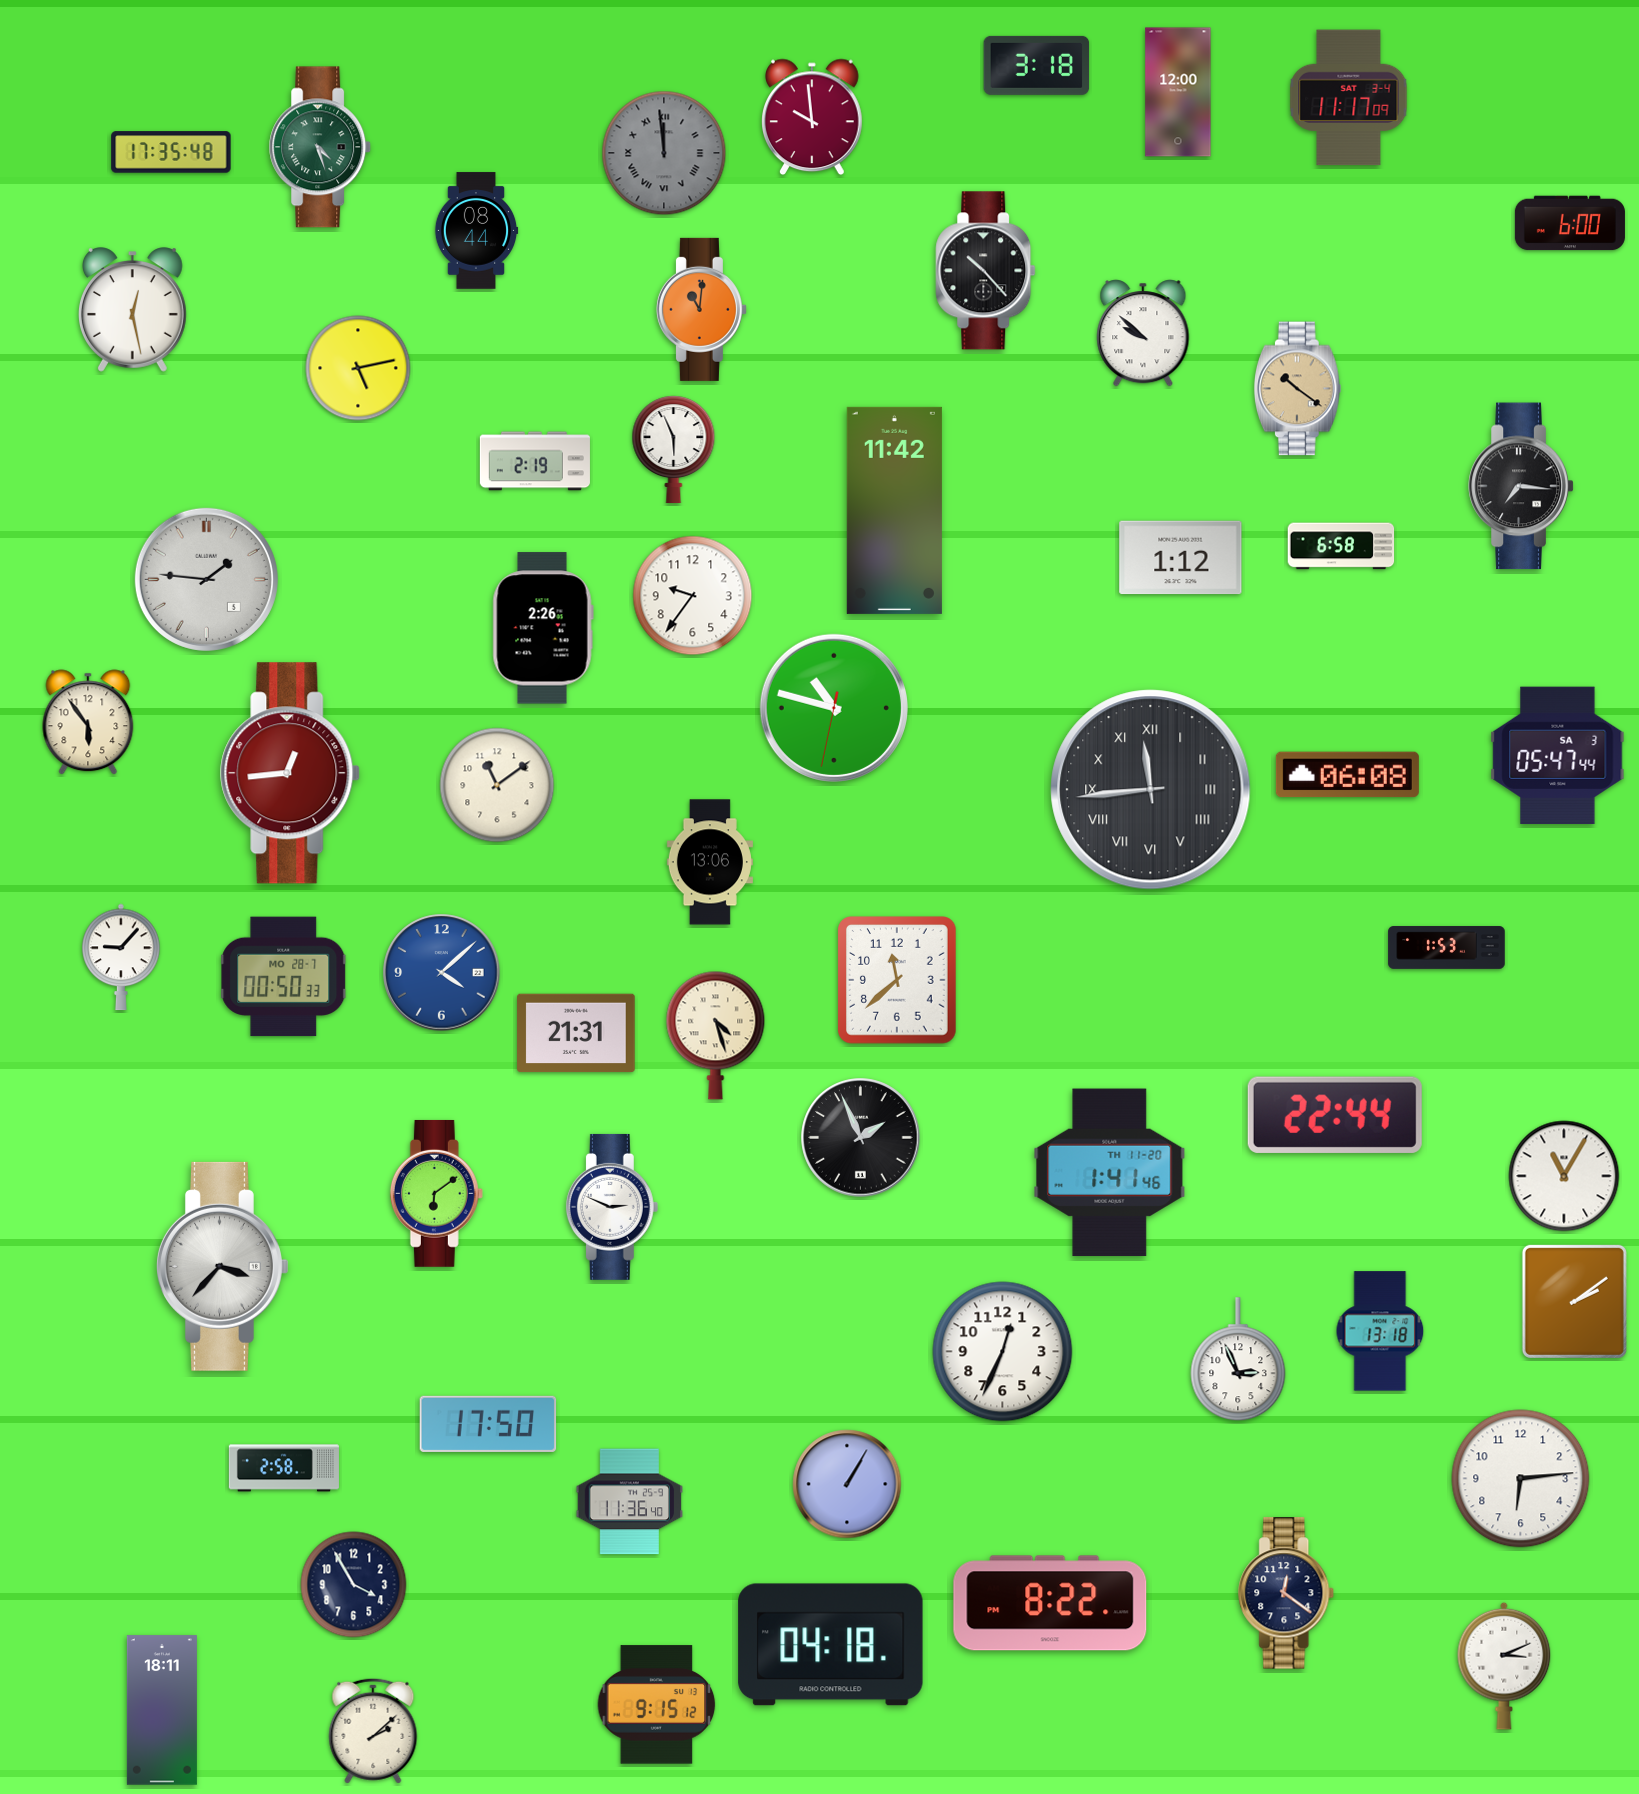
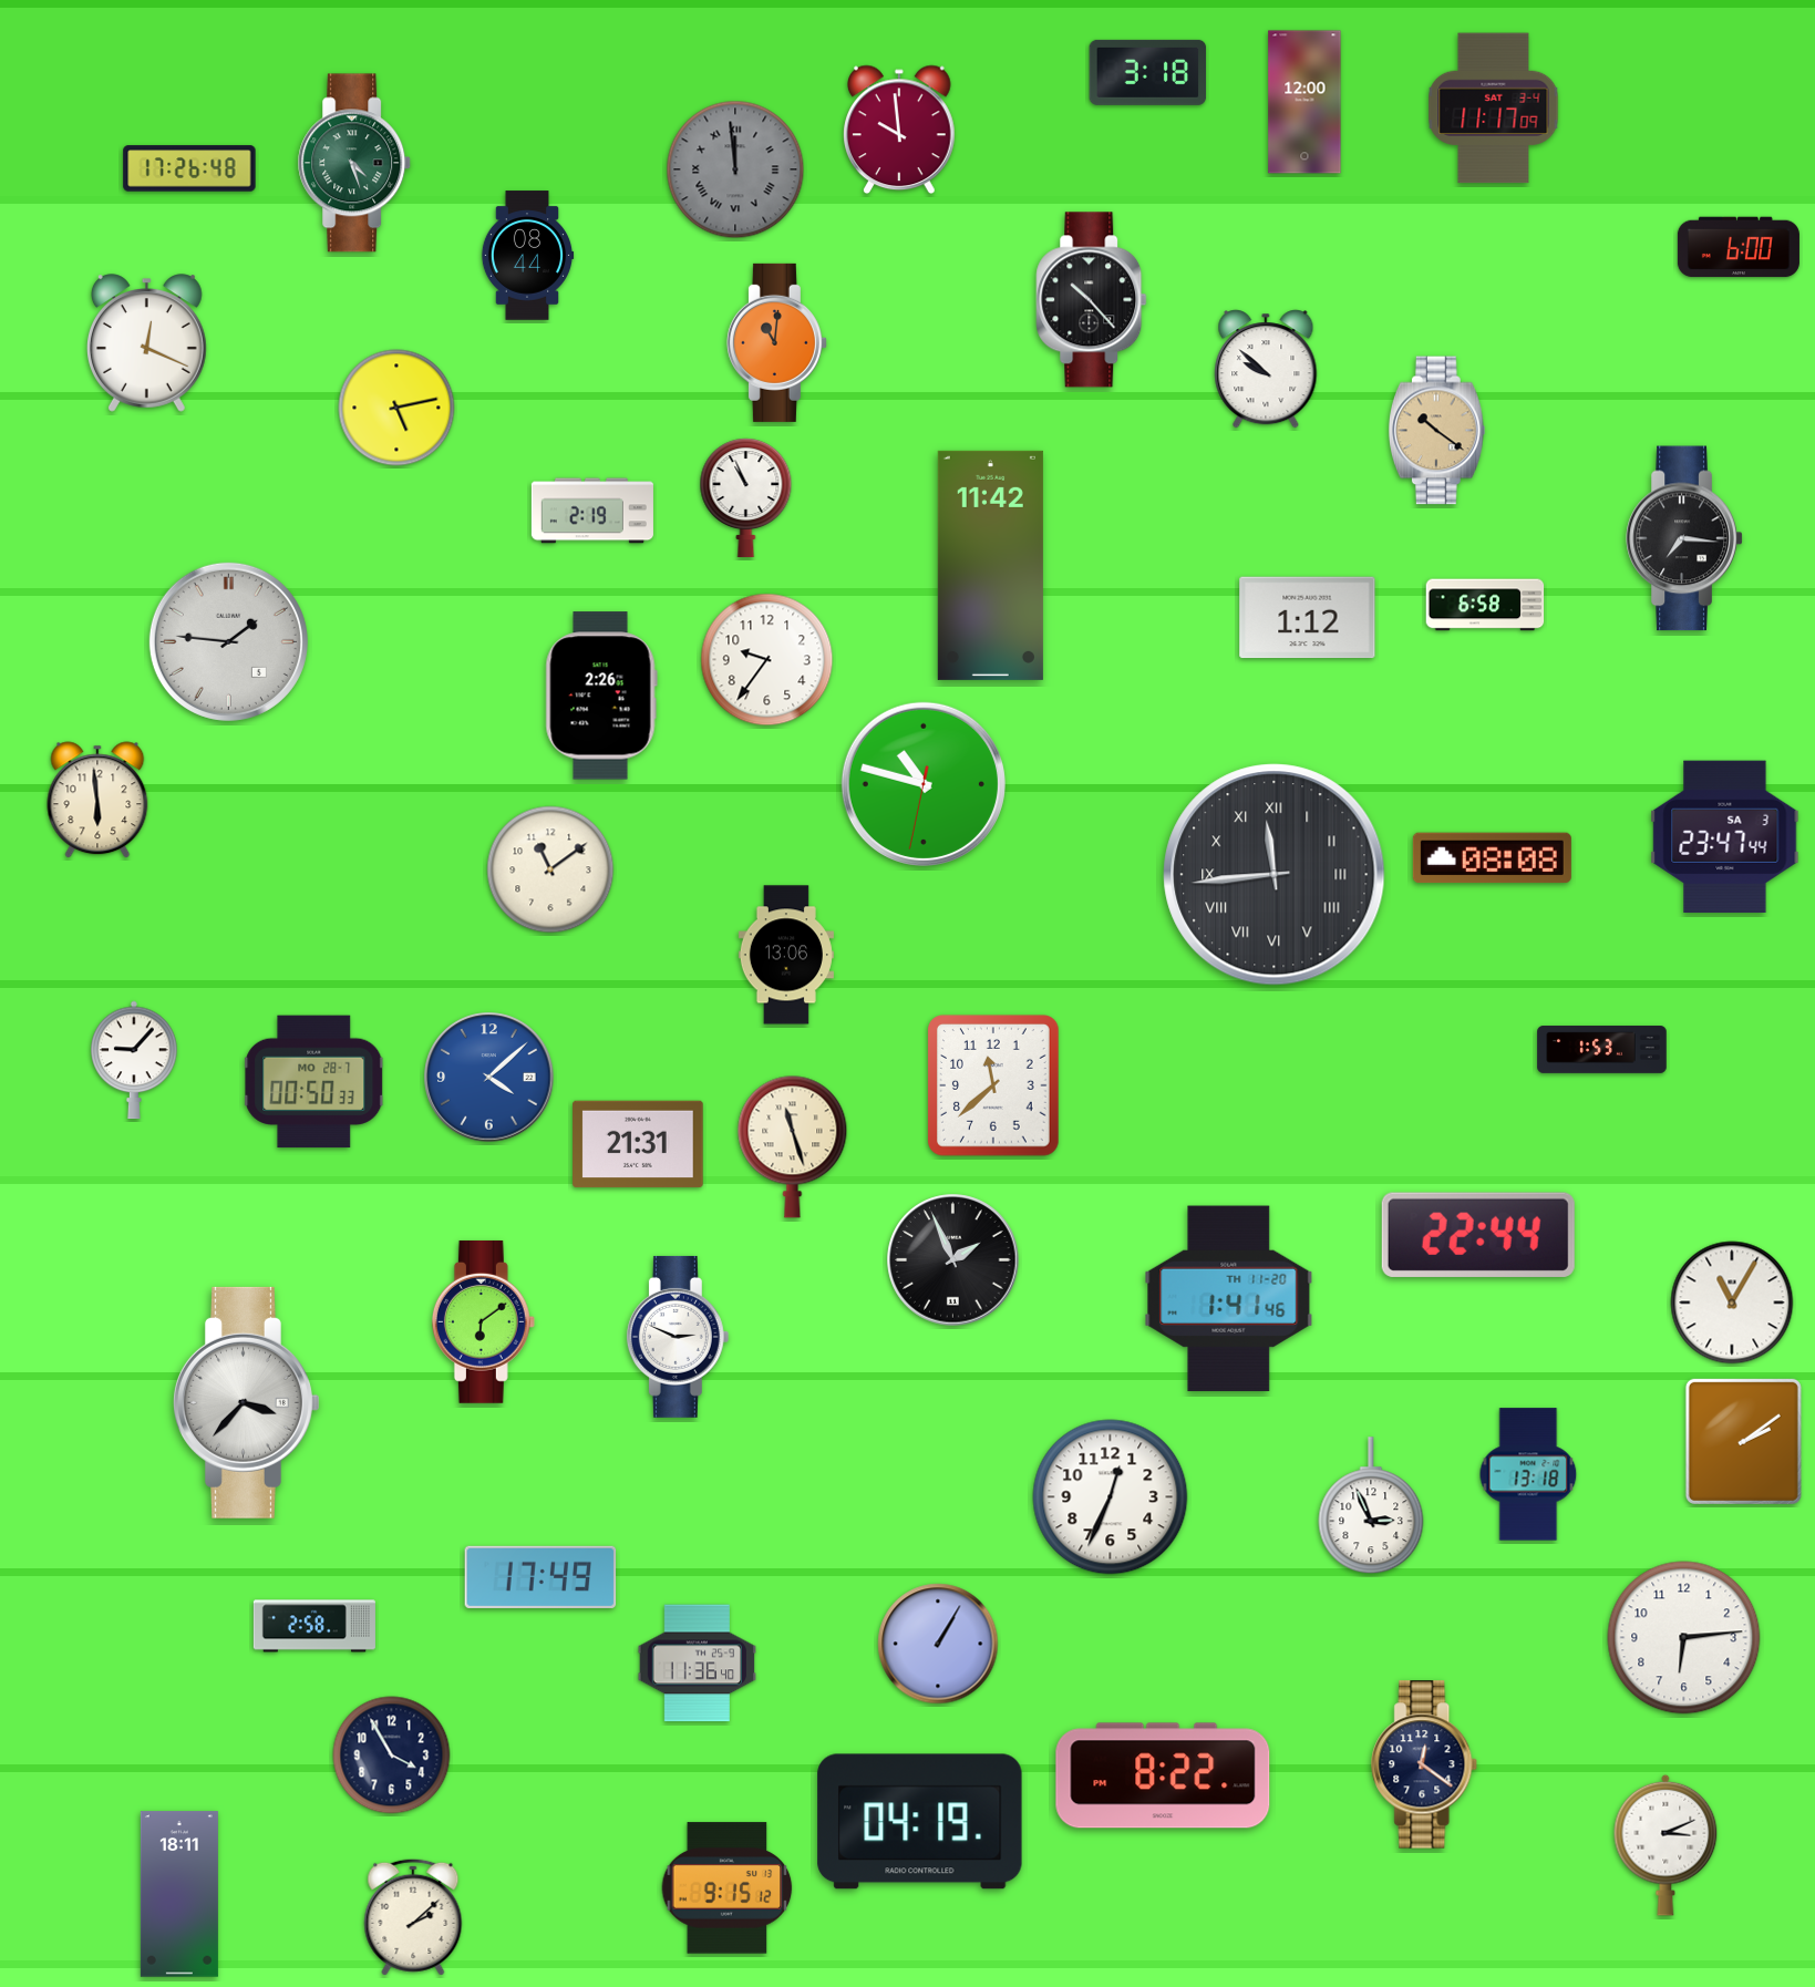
clock at (171, 152): 17:35 -> 17:26
clock at (132, 310): 12:28 -> 12:19
clock at (674, 449): 5:56 -> 10:56
clock at (88, 722): 5:54 -> 5:59
clock at (1558, 755): 05:47 -> 23:47
clock at (291, 773): 12:44 -> none
clock at (1347, 775): 06:08 -> 08:08
clock at (716, 1035): 4:27 -> 11:27
clock at (488, 1424): 17:50 -> 17:49
clock at (831, 1645): 04:18 -> 04:19
